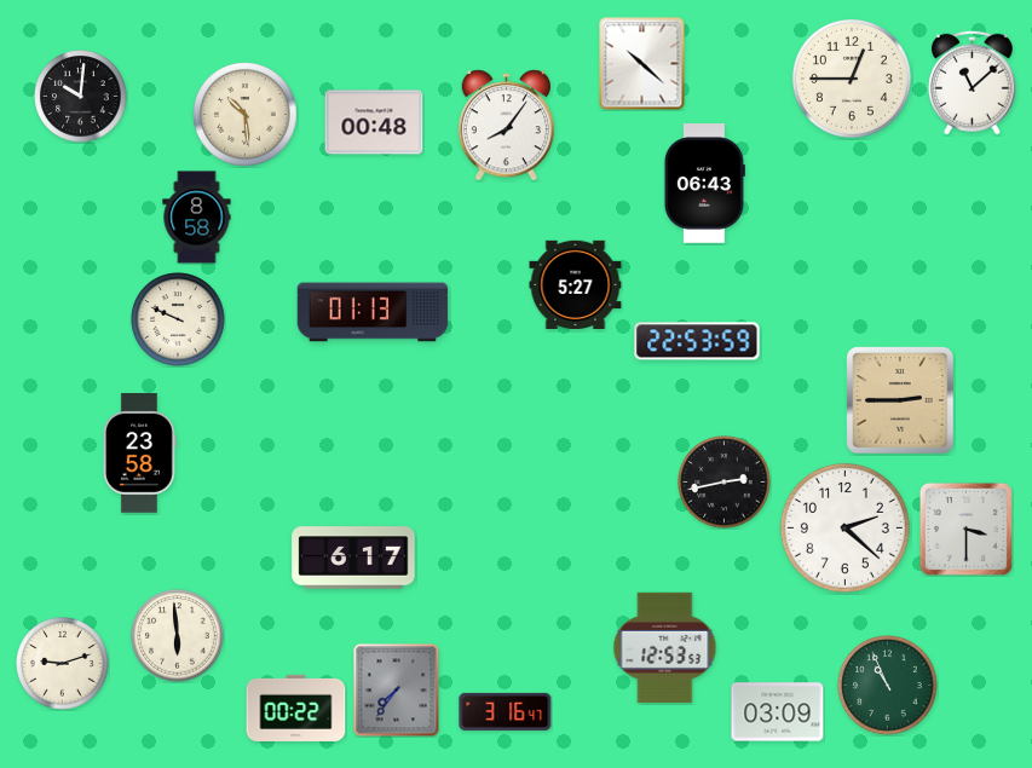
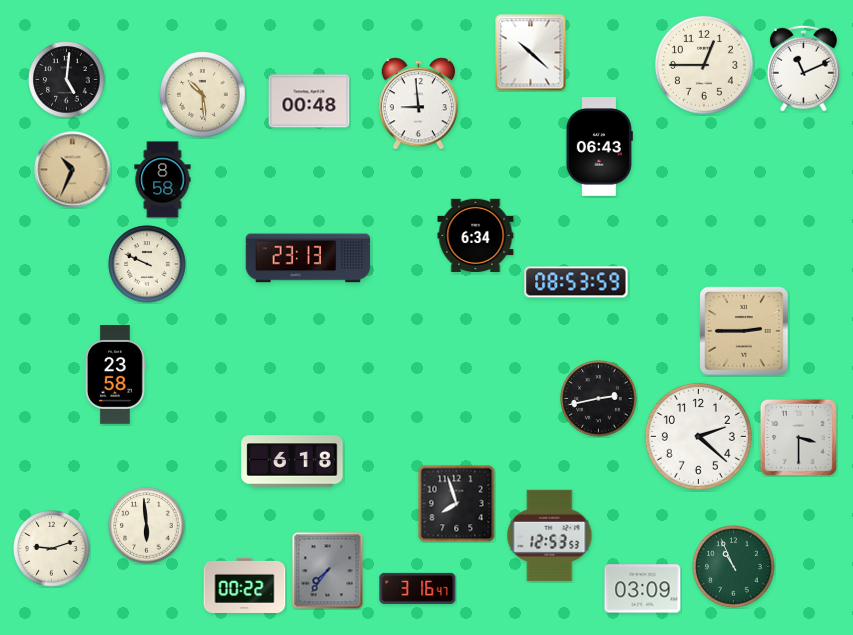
clock at (972, 82): 11:08 -> 11:11
clock at (81, 97): 10:01 -> 5:01
clock at (506, 126): 8:06 -> 8:59
clock at (704, 184) position: (704, 184) -> (599, 147)
clock at (73, 170): none -> 10:34
clock at (576, 284): 5:27 -> 6:34
clock at (373, 312): 01:13 -> 23:13
clock at (697, 341): 22:53 -> 08:53
clock at (353, 558): 6:17 -> 6:18
clock at (456, 503): none -> 7:57
